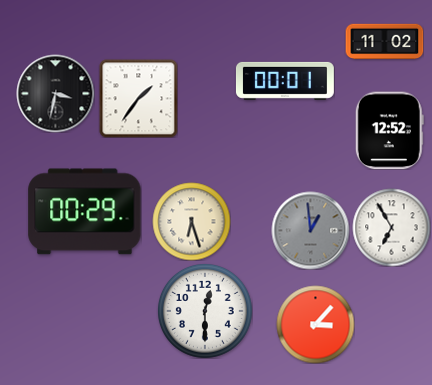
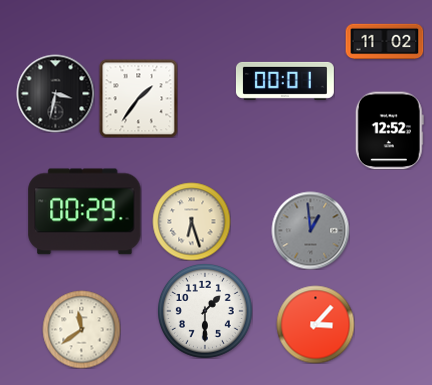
clock at (391, 227): 6:55 -> none
clock at (205, 311): 12:30 -> 1:30
clock at (81, 329): none -> 11:39
